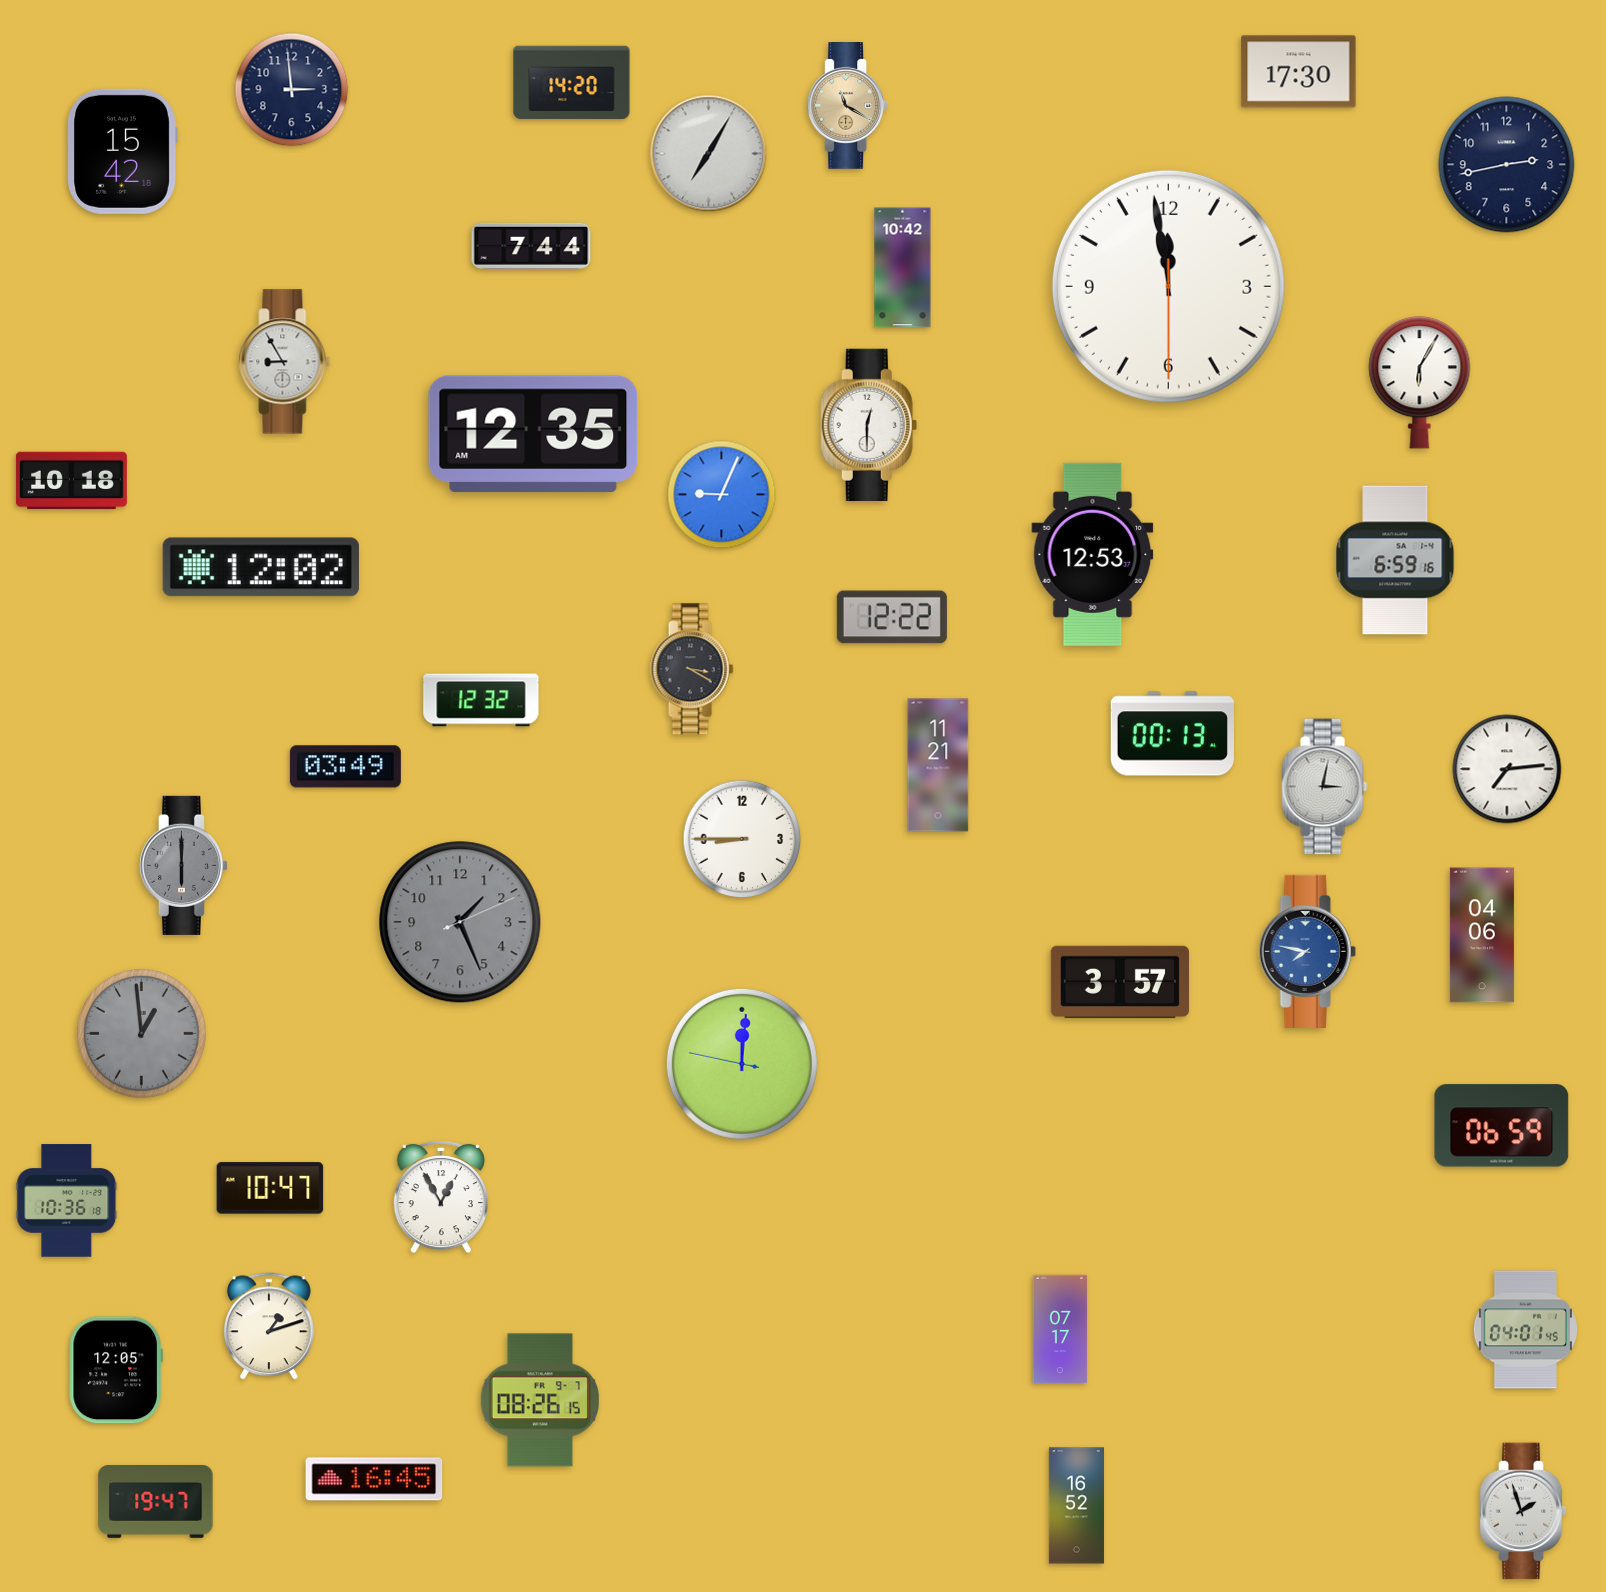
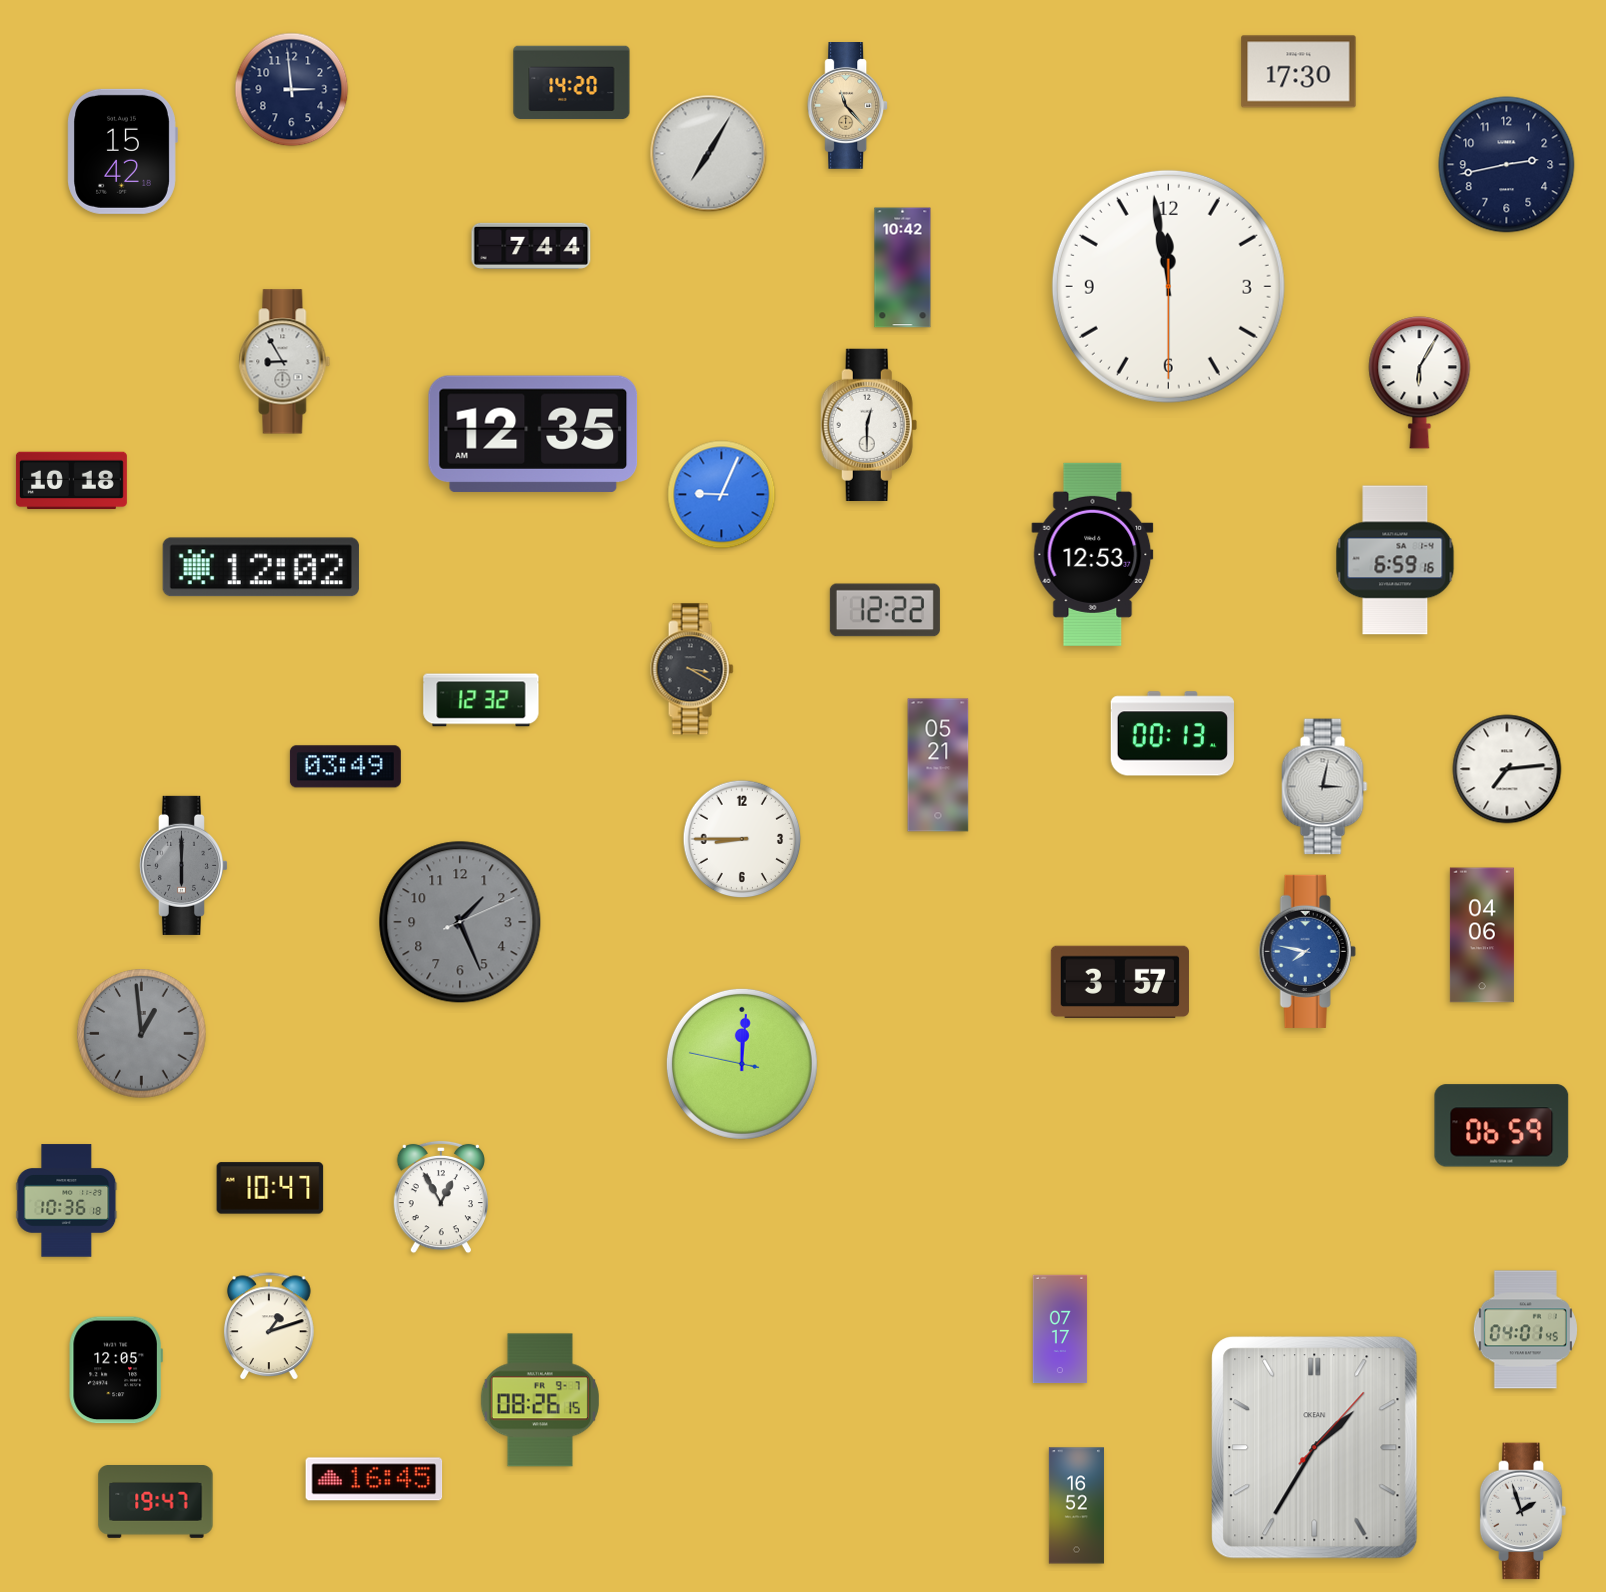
clock at (848, 106): 11:20 -> 11:23
clock at (892, 617) position: (892, 617) -> (885, 610)
clock at (938, 765): 11:21 -> 05:21
clock at (1315, 1448): none -> 1:35
